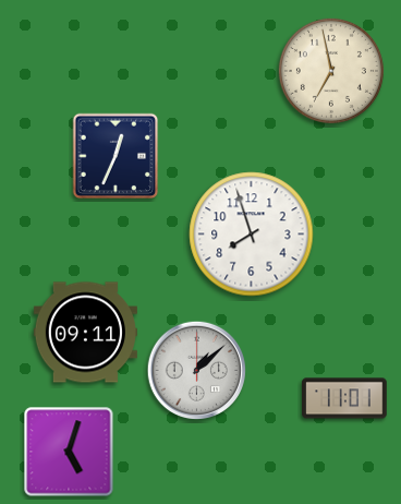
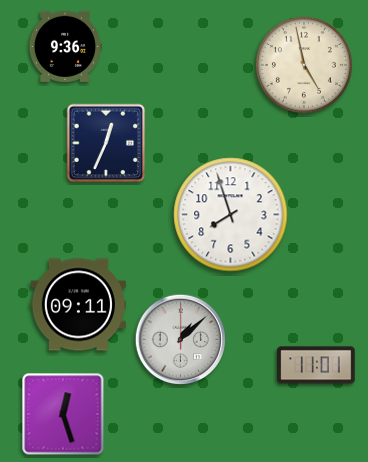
clock at (64, 46): none -> 9:36
clock at (331, 71): 6:58 -> 4:58
clock at (69, 452): 5:03 -> 12:27
